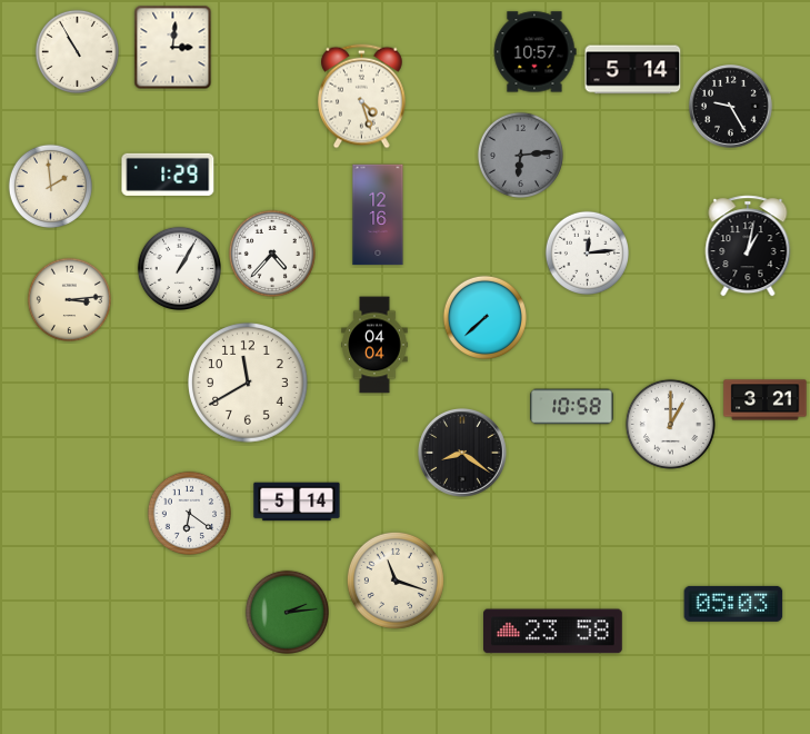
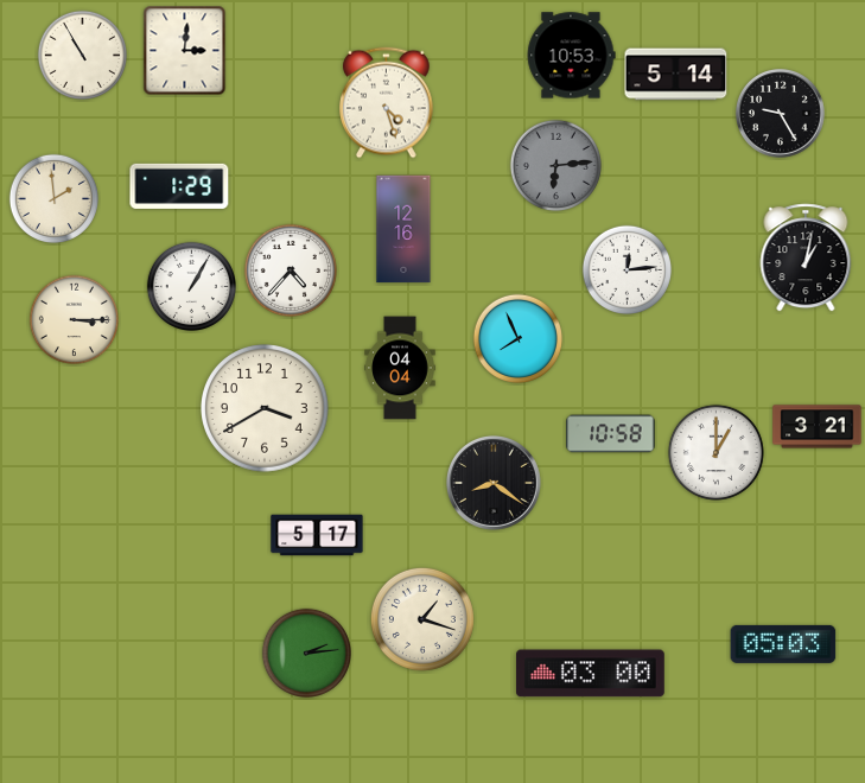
clock at (534, 52): 10:57 -> 10:53
clock at (748, 246) position: (748, 246) -> (806, 257)
clock at (69, 299): 3:14 -> 3:15
clock at (484, 317): 7:38 -> 7:56
clock at (249, 384): 11:40 -> 3:40
clock at (297, 502): 5:14 -> 5:17
clock at (189, 513): 6:21 -> none
clock at (396, 581): 11:18 -> 1:18
clock at (553, 632): 23:58 -> 03:00
